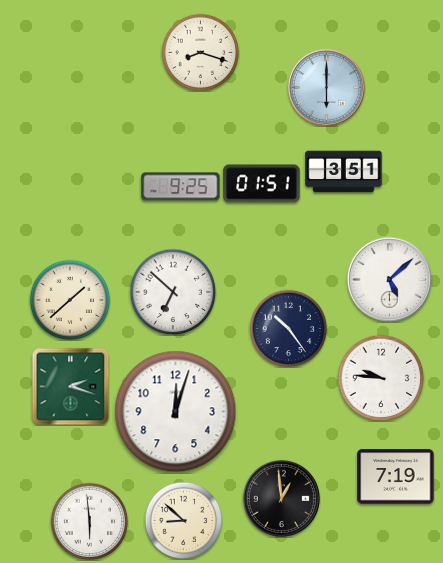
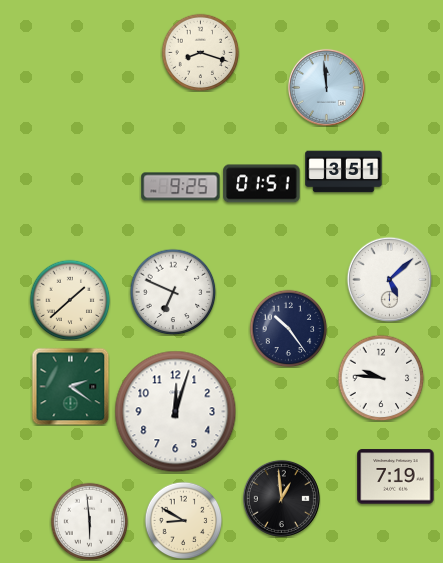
clock at (326, 87): 6:00 -> 11:59
clock at (173, 292): 6:52 -> 6:49
clock at (70, 386): 2:18 -> 2:21
clock at (183, 520): 8:52 -> 8:50
